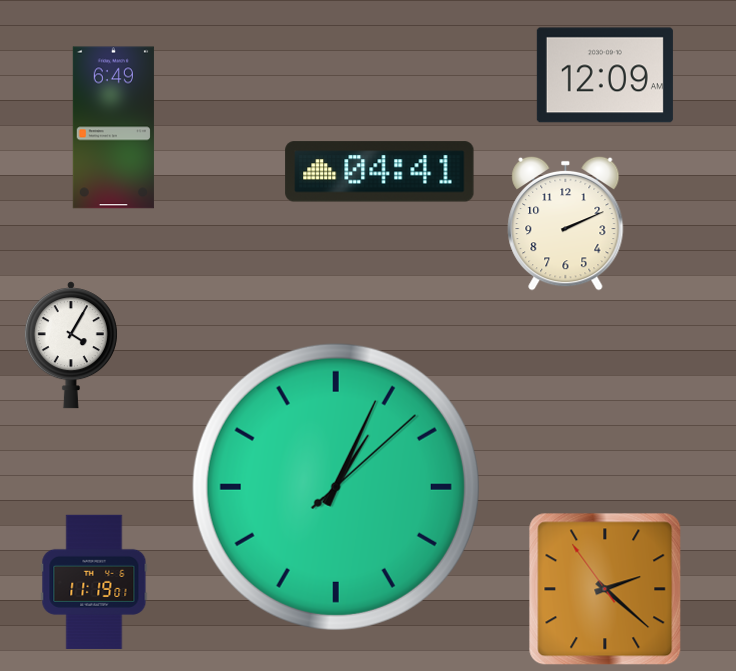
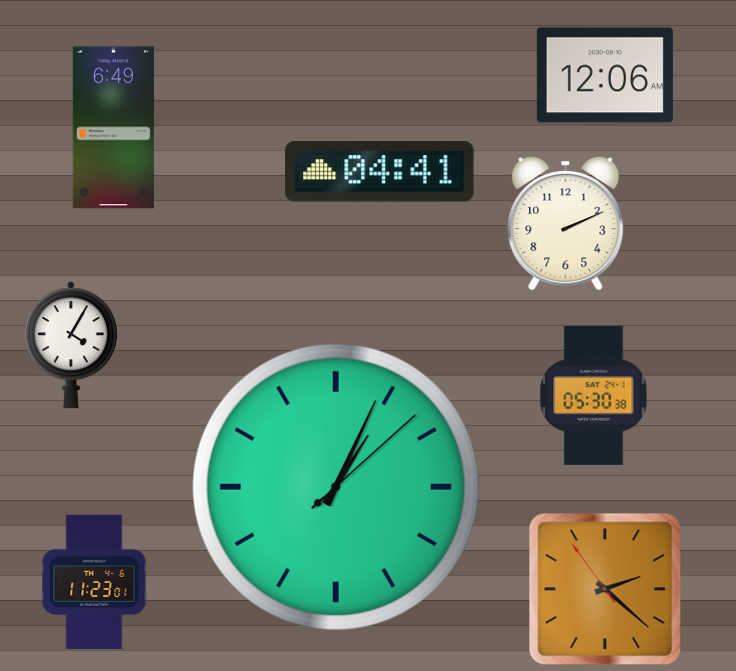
clock at (605, 75): 12:09 -> 12:06
clock at (594, 395): none -> 05:30
clock at (94, 582): 11:19 -> 11:23
